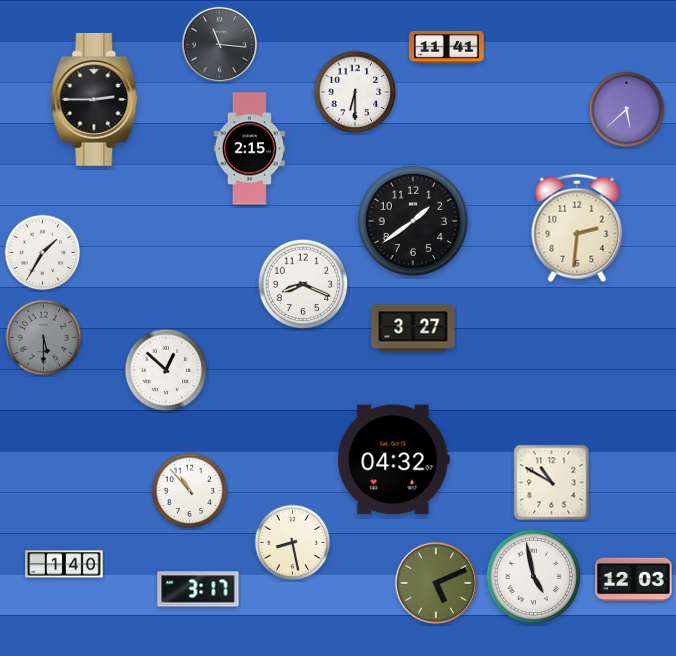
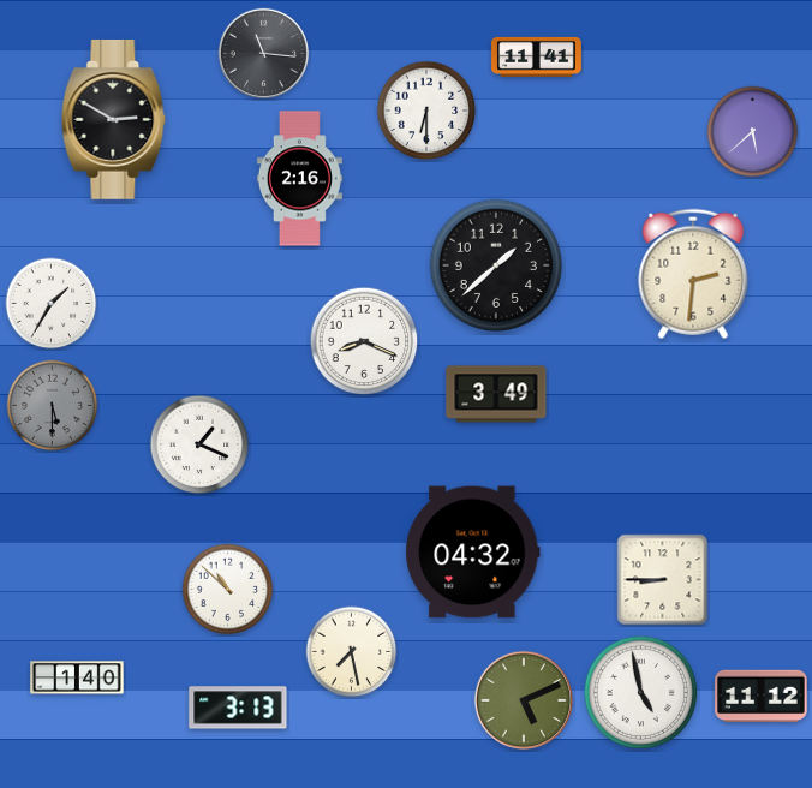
clock at (95, 99): 2:45 -> 2:50
clock at (249, 149): 2:15 -> 2:16
clock at (412, 220): 1:39 -> 1:38
clock at (413, 328): 3:27 -> 3:49
clock at (166, 370): 12:52 -> 1:19
clock at (552, 483): 10:50 -> 8:45
clock at (190, 491): 10:53 -> 10:52
clock at (293, 543): 8:28 -> 7:28
clock at (634, 580): 12:03 -> 11:12
clock at (198, 589): 3:17 -> 3:13
